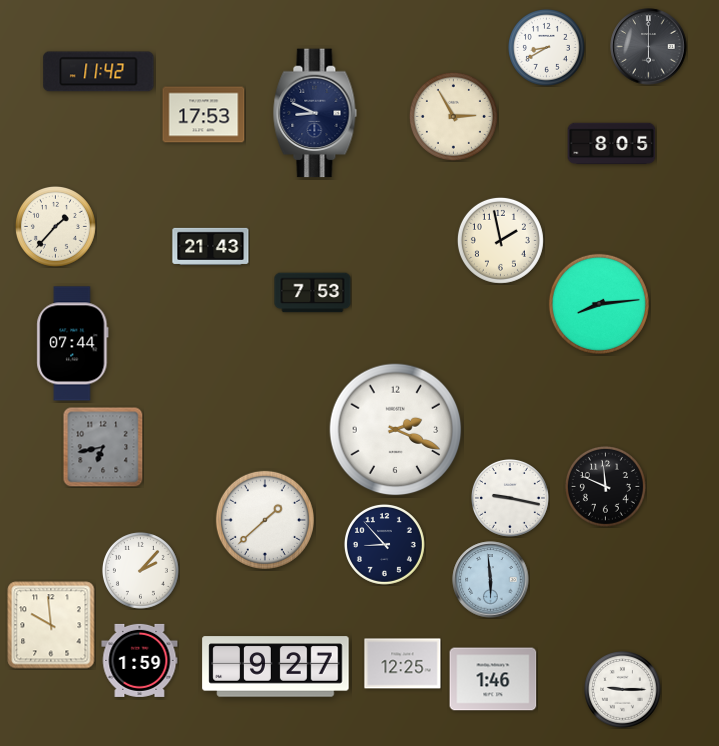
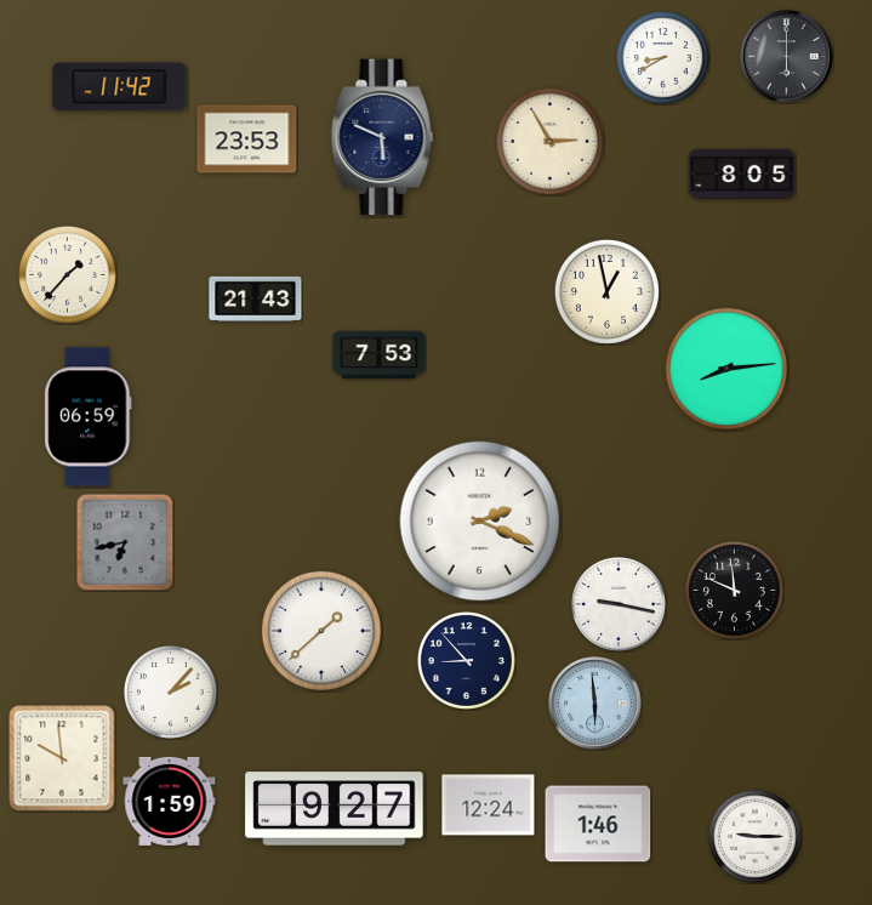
clock at (315, 113): 8:49 -> 5:49
clock at (204, 115): 17:53 -> 23:53
clock at (500, 240): 1:58 -> 12:58
clock at (73, 344): 07:44 -> 06:59
clock at (403, 664): 12:25 -> 12:24
